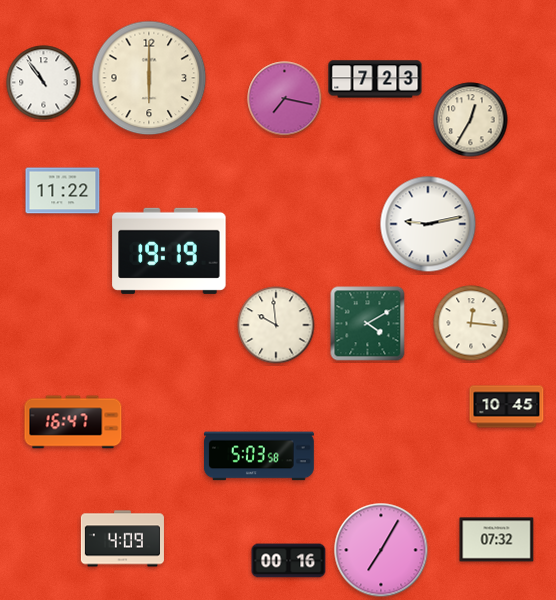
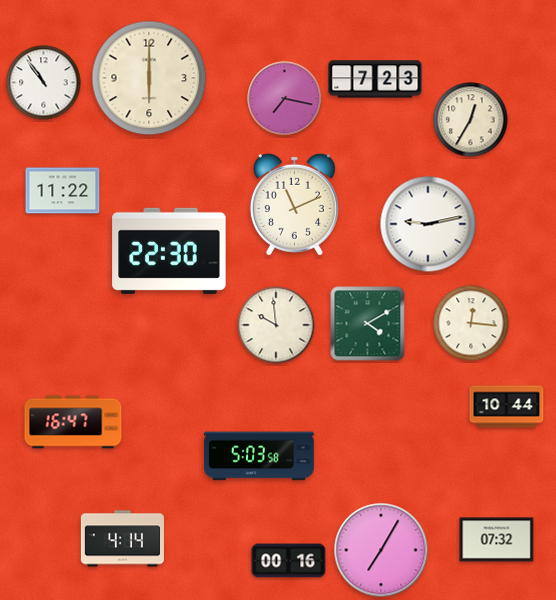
clock at (294, 204): none -> 11:11
clock at (169, 251): 19:19 -> 22:30
clock at (507, 407): 10:45 -> 10:44
clock at (122, 539): 4:09 -> 4:14
